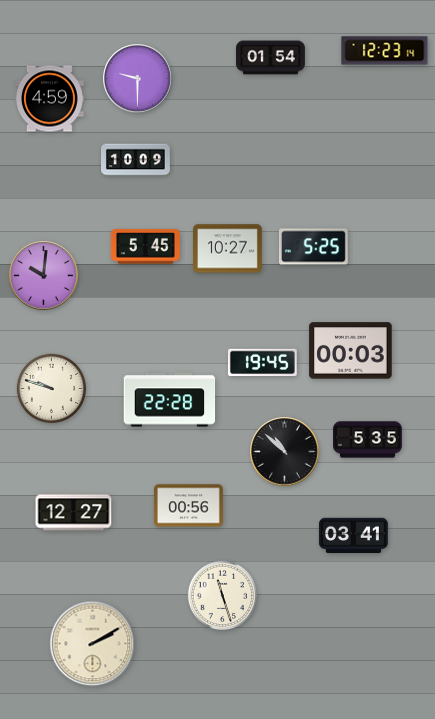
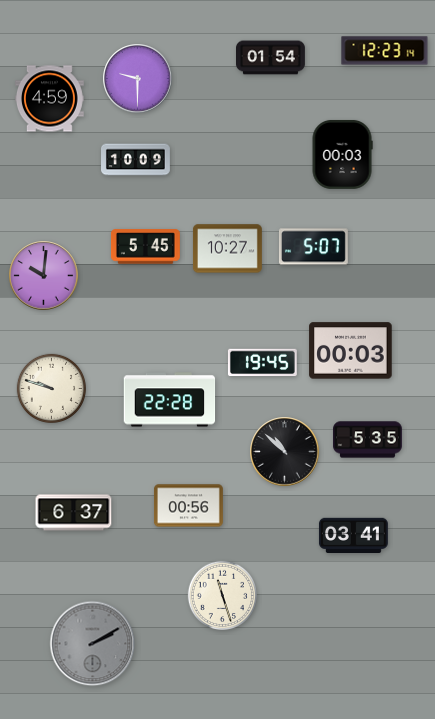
clock at (342, 154): none -> 00:03
clock at (313, 247): 5:25 -> 5:07
clock at (74, 513): 12:27 -> 6:37
clock at (93, 644) dial: cream -> grey
